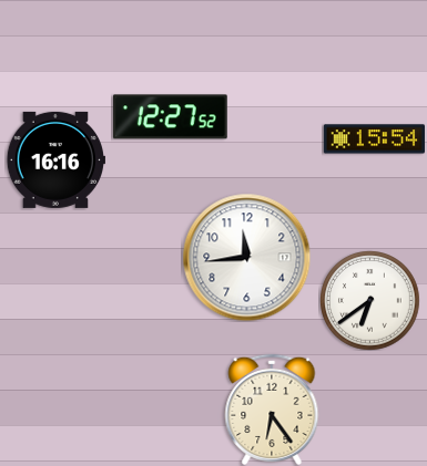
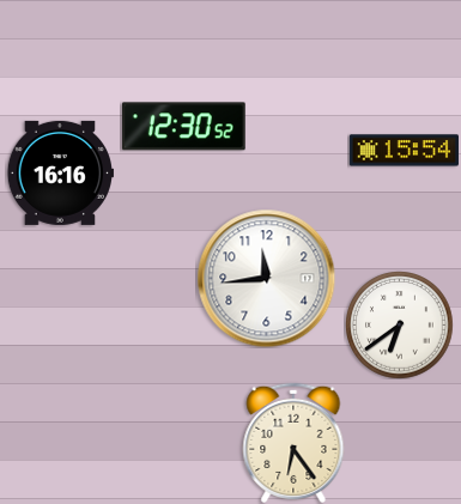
clock at (170, 117): 12:27 -> 12:30
